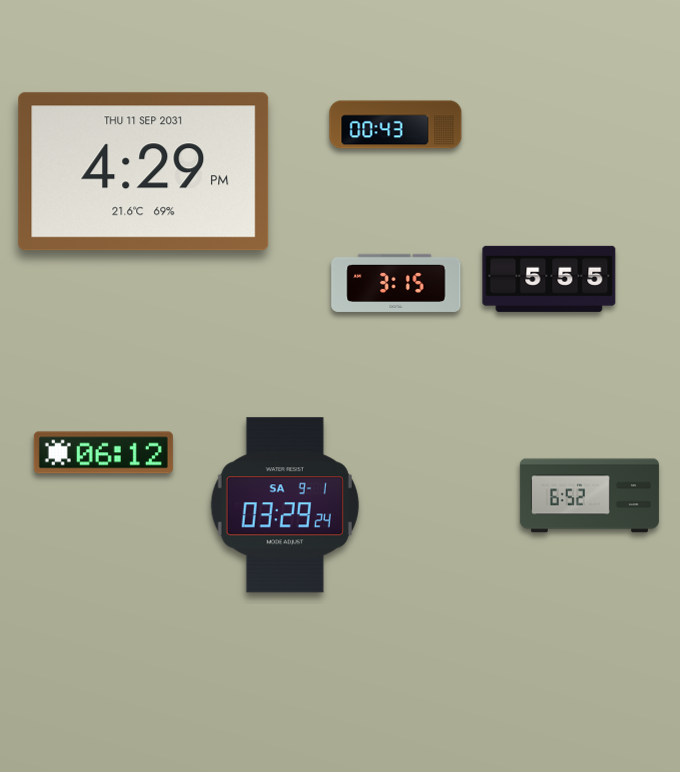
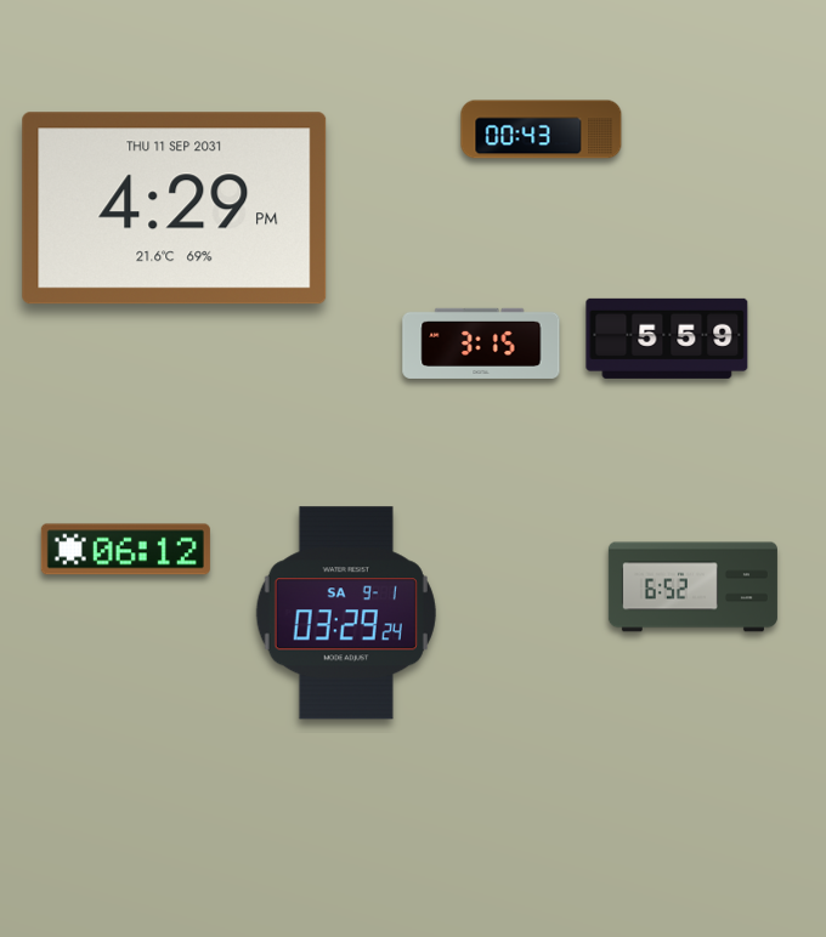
clock at (396, 125) position: (396, 125) -> (542, 130)
clock at (549, 279): 5:55 -> 5:59
clock at (589, 496) position: (589, 496) -> (692, 587)
